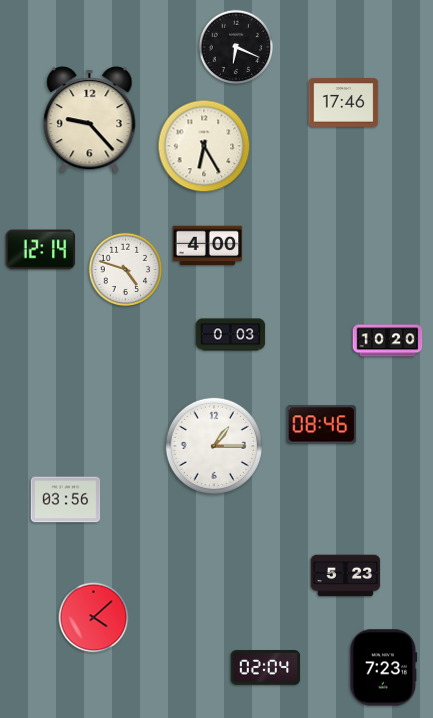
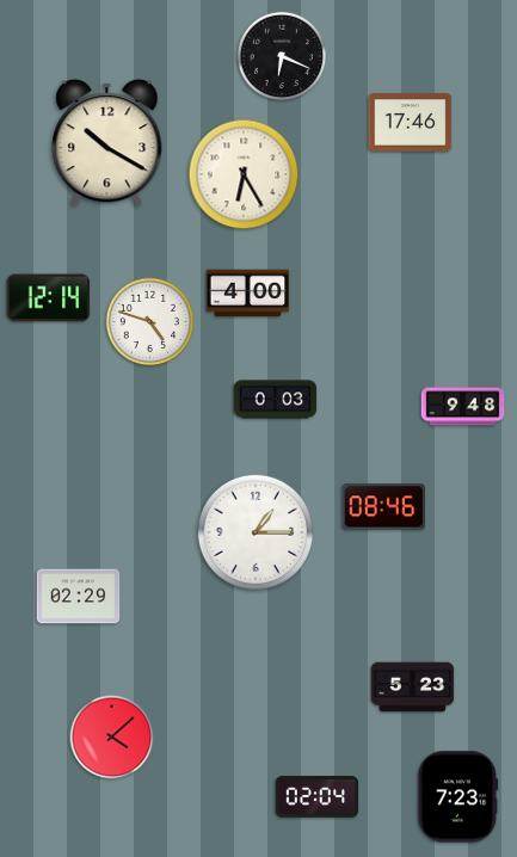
clock at (90, 120): 9:23 -> 10:20
clock at (388, 341): 10:20 -> 9:48
clock at (66, 500): 03:56 -> 02:29
